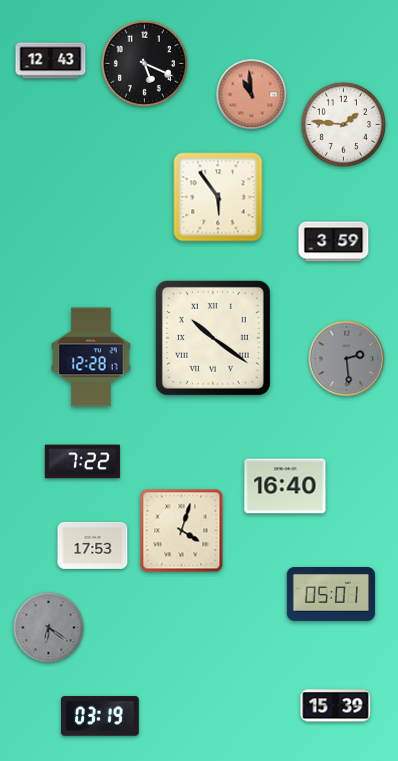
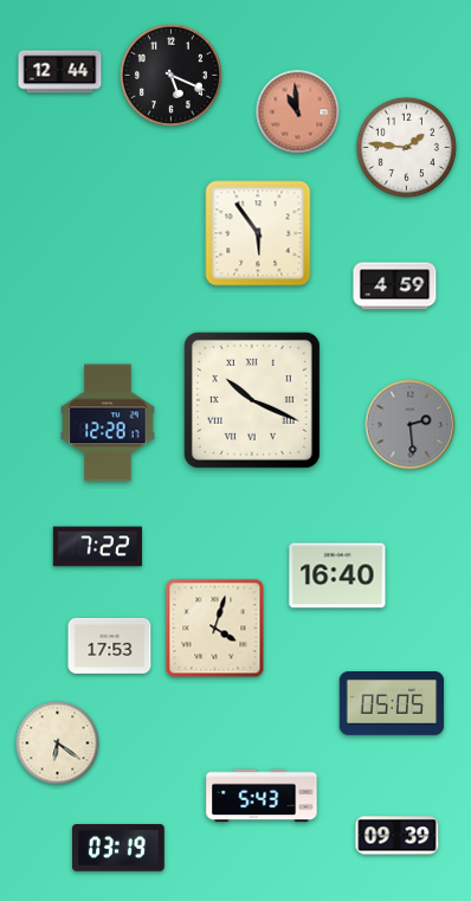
clock at (51, 61): 12:43 -> 12:44
clock at (334, 242): 3:59 -> 4:59
clock at (213, 338): 10:21 -> 10:19
clock at (331, 595): 05:01 -> 05:05
clock at (49, 628) dial: grey -> cream
clock at (262, 796): none -> 5:43
clock at (336, 706): 15:39 -> 09:39
